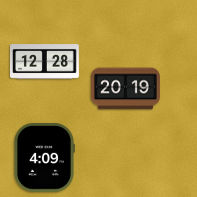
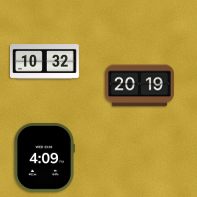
clock at (45, 62): 12:28 -> 10:32
clock at (126, 89) position: (126, 89) -> (140, 86)
